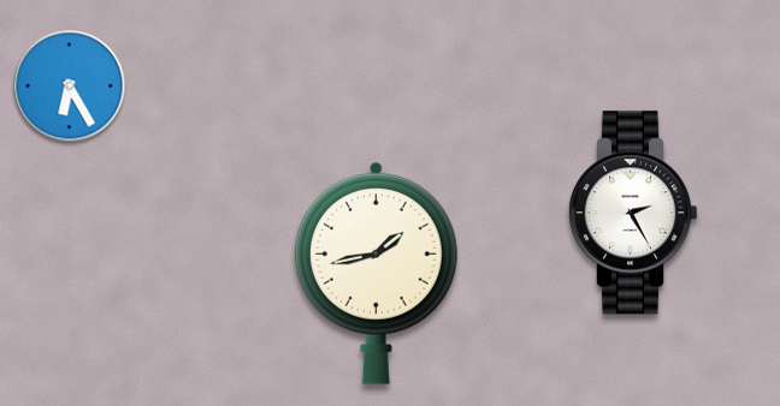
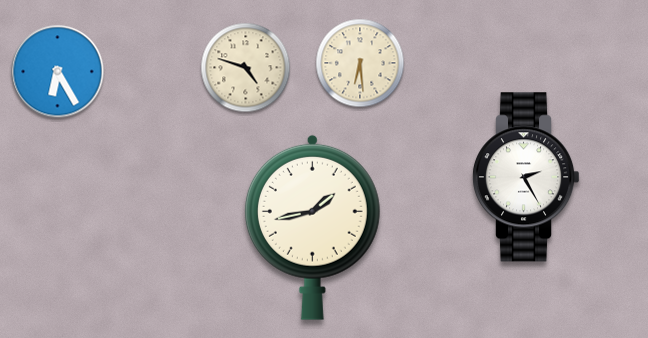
clock at (360, 63): none -> 6:29
clock at (246, 68): none -> 4:48
